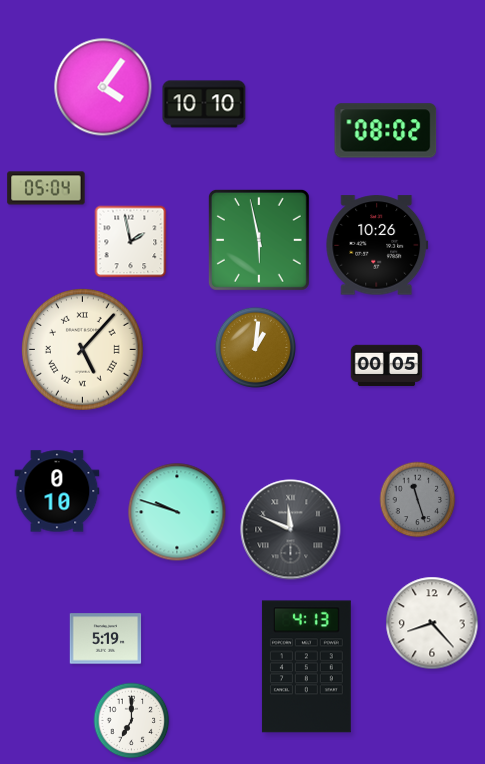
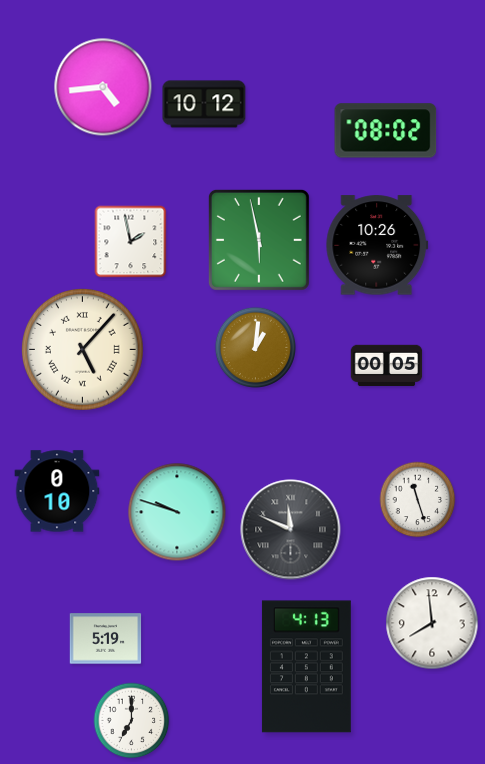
clock at (103, 87): 4:06 -> 4:44
clock at (204, 104): 10:10 -> 10:12
clock at (46, 188): 05:04 -> none
clock at (418, 500) dial: grey -> white
clock at (432, 623): 8:23 -> 7:59
